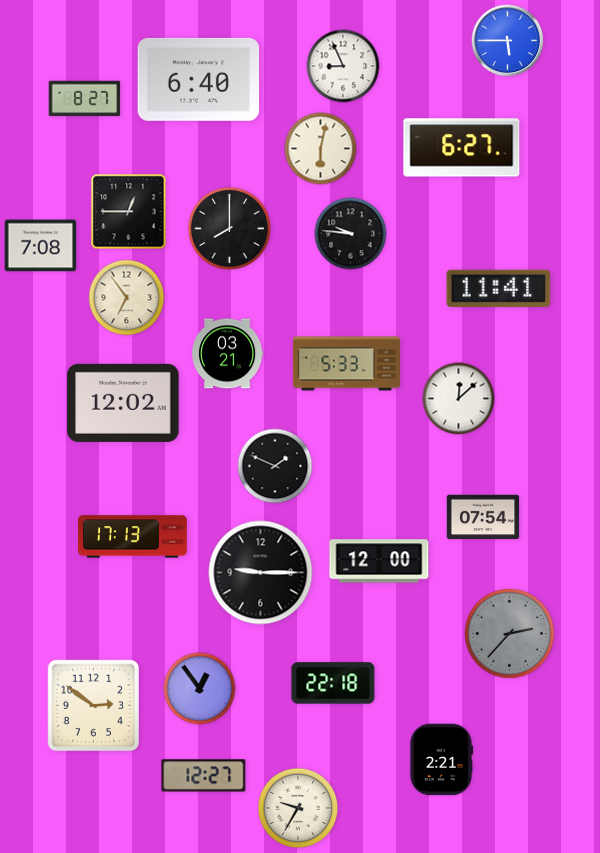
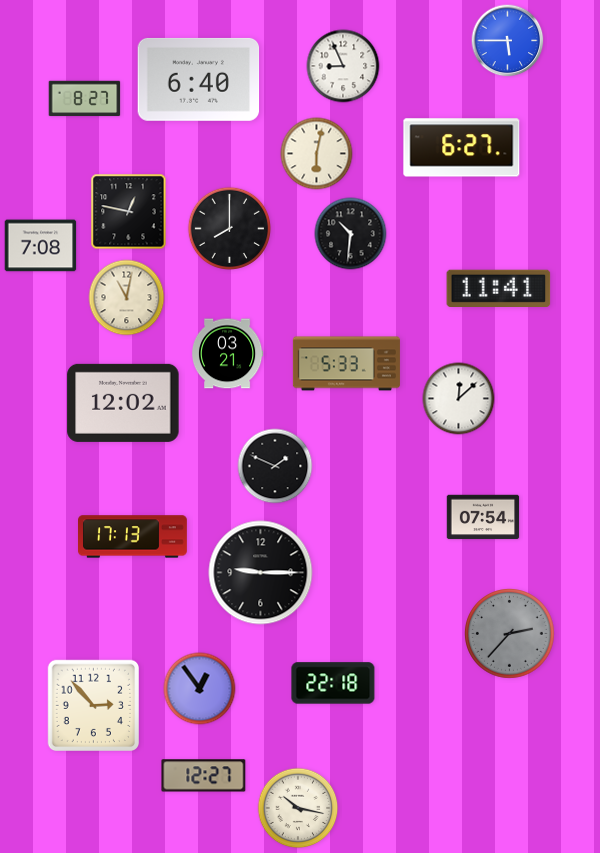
clock at (321, 149) position: (321, 149) -> (317, 154)
clock at (129, 212): 12:45 -> 12:47
clock at (351, 234): 9:46 -> 10:31
clock at (127, 298): 6:54 -> 11:02
clock at (379, 561): 12:00 -> none
clock at (93, 705): 2:51 -> 2:53
clock at (441, 760): 2:21 -> none
clock at (298, 808): 9:35 -> 10:17
